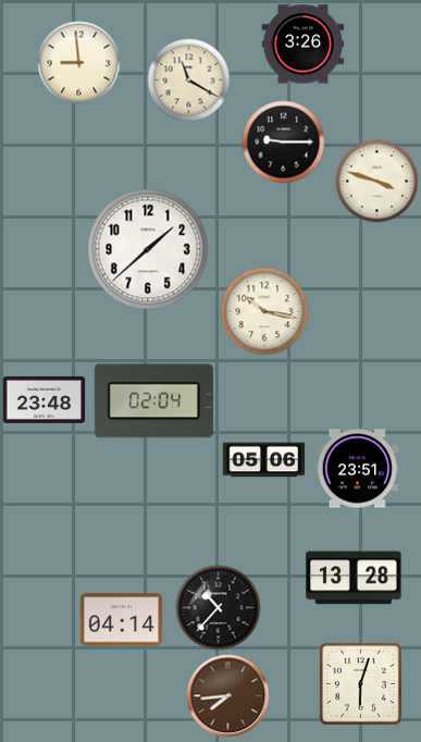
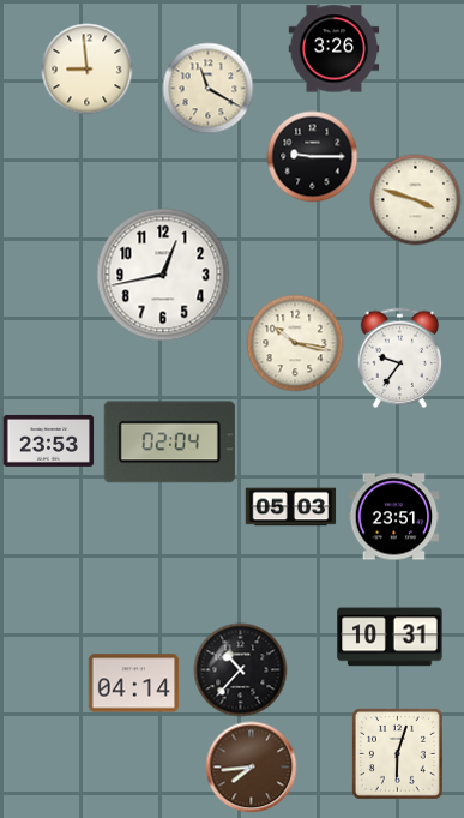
clock at (148, 249): 1:38 -> 12:43
clock at (264, 311) position: (264, 311) -> (295, 343)
clock at (400, 359): none -> 9:36
clock at (45, 399): 23:48 -> 23:53
clock at (264, 460): 05:06 -> 05:03
clock at (354, 578): 13:28 -> 10:31
